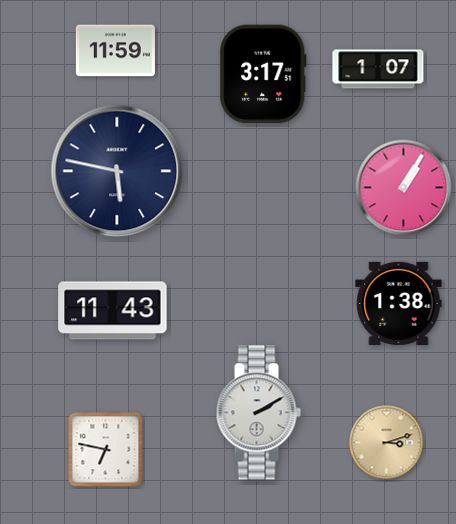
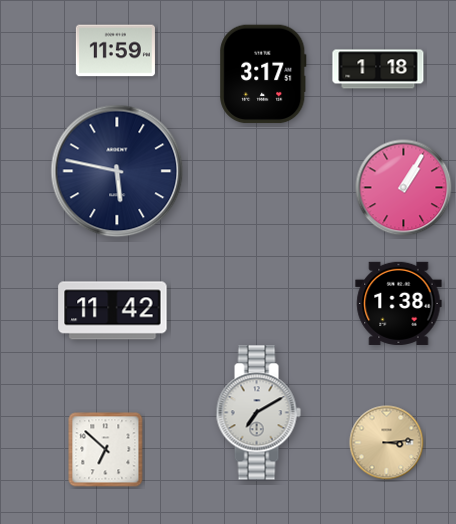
clock at (378, 69): 1:07 -> 1:18
clock at (113, 311): 11:43 -> 11:42
clock at (258, 413): 2:10 -> 7:10
clock at (387, 443): 3:12 -> 3:14
clock at (106, 450): 6:47 -> 6:52
